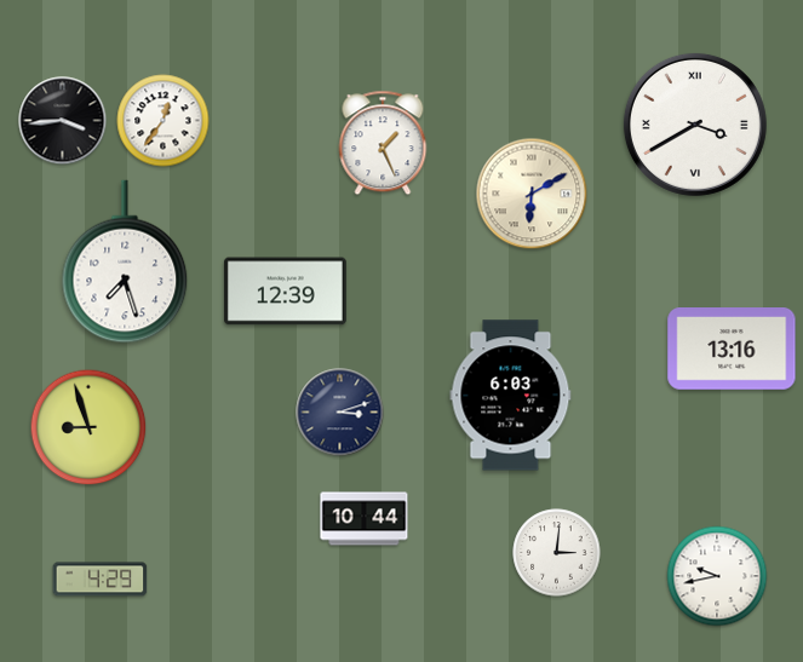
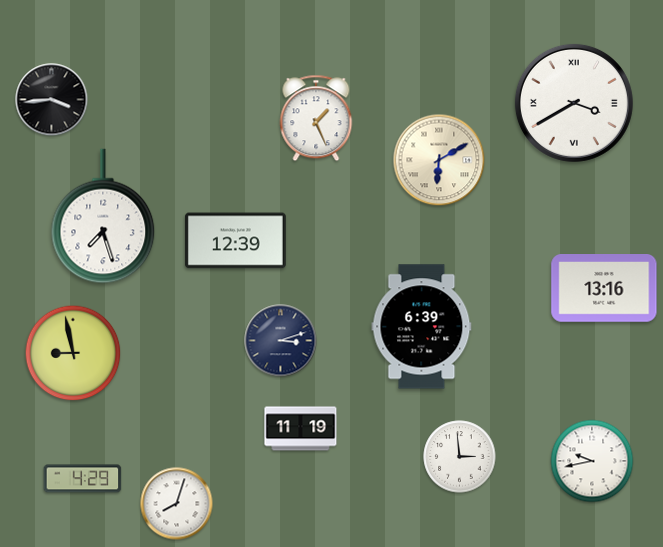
clock at (164, 121): 12:36 -> none
clock at (511, 396): 6:03 -> 6:39
clock at (88, 427): 8:57 -> 8:58
clock at (365, 519): 10:44 -> 11:19
clock at (557, 553): 3:01 -> 2:59
clock at (717, 576) position: (717, 576) -> (592, 461)
clock at (177, 504): none -> 8:03
